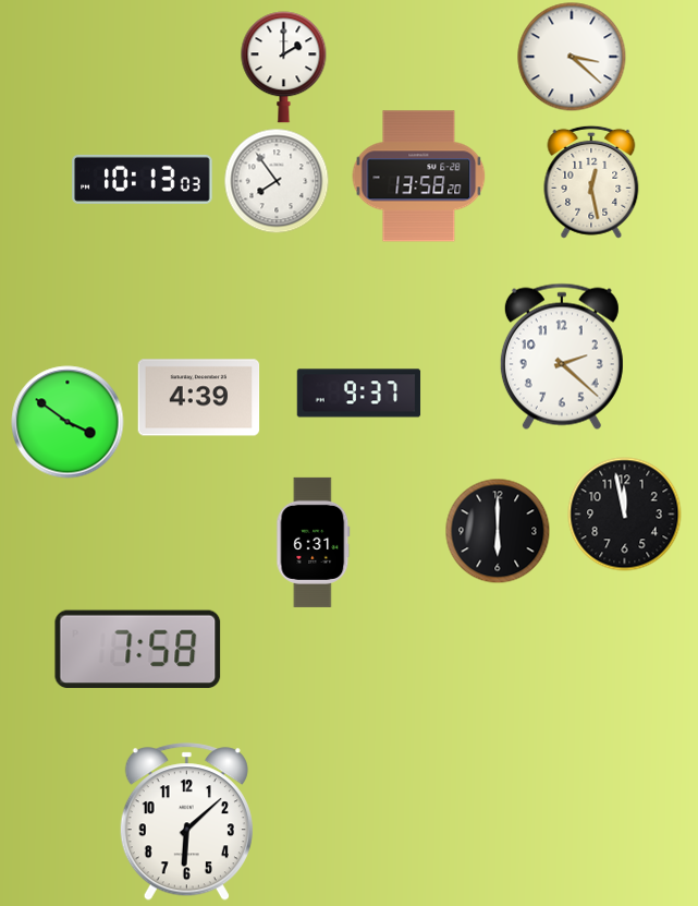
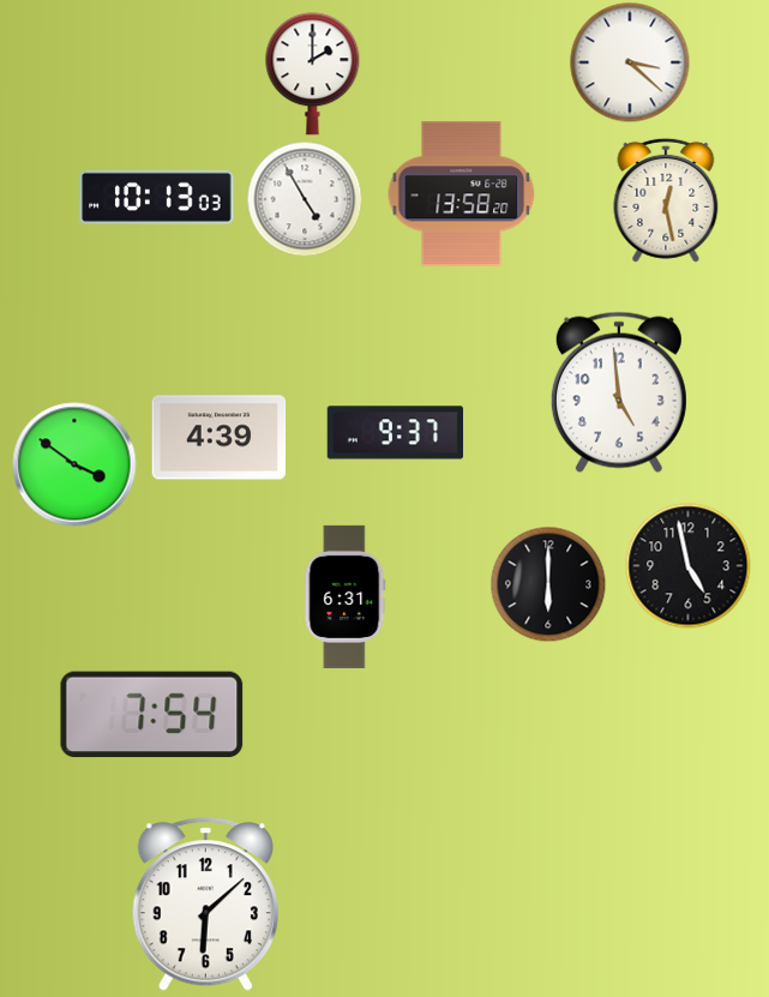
clock at (277, 181): 7:54 -> 4:55
clock at (591, 182) position: (591, 182) -> (666, 200)
clock at (562, 357): 2:22 -> 4:59
clock at (625, 515): 11:58 -> 4:58
clock at (138, 650): 7:58 -> 7:54
